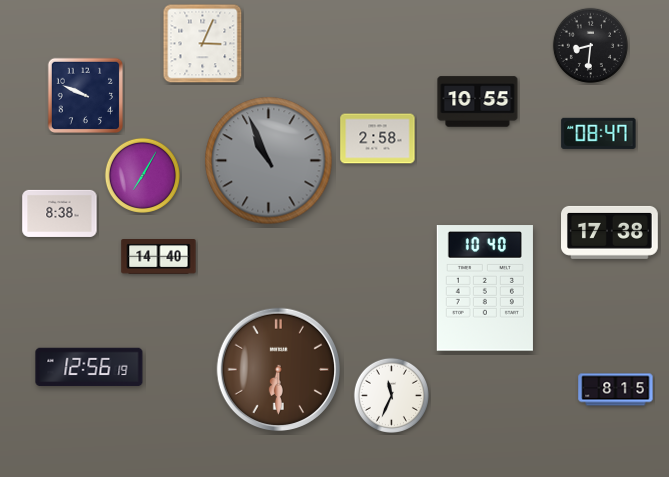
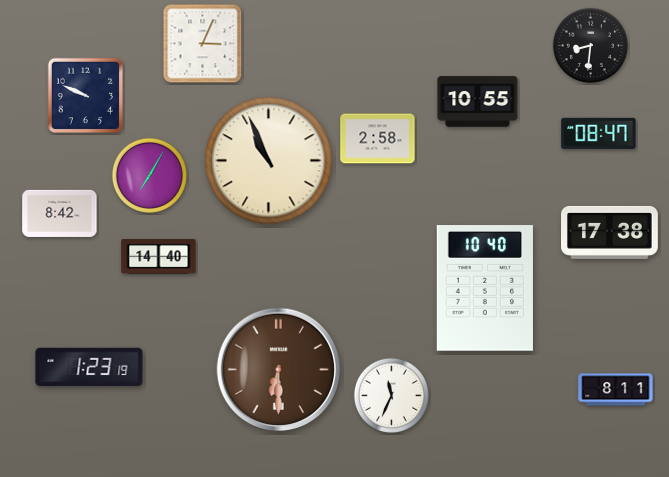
clock at (269, 161) dial: grey -> cream
clock at (142, 175) position: (142, 175) -> (149, 175)
clock at (60, 213): 8:38 -> 8:42
clock at (89, 367): 12:56 -> 1:23
clock at (616, 390): 8:15 -> 8:11
